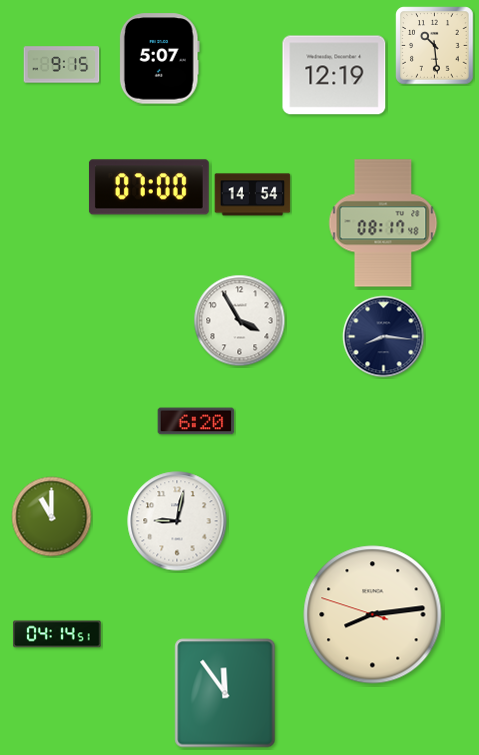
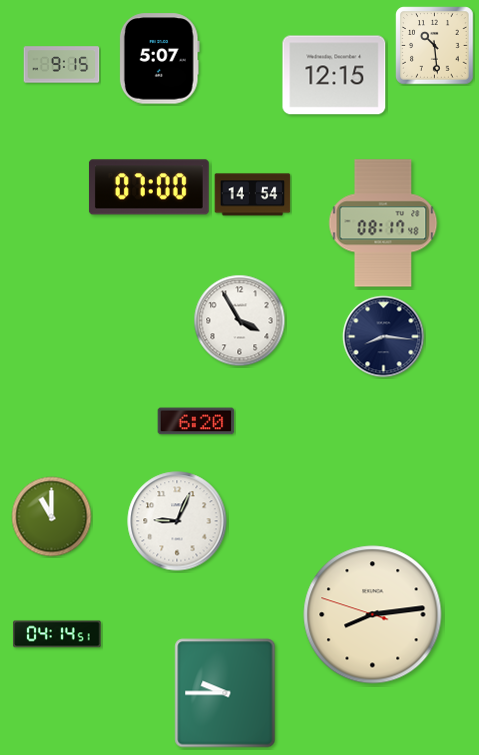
clock at (334, 75): 12:19 -> 12:15
clock at (177, 521): 9:02 -> 9:04
clock at (225, 693): 11:54 -> 9:45
